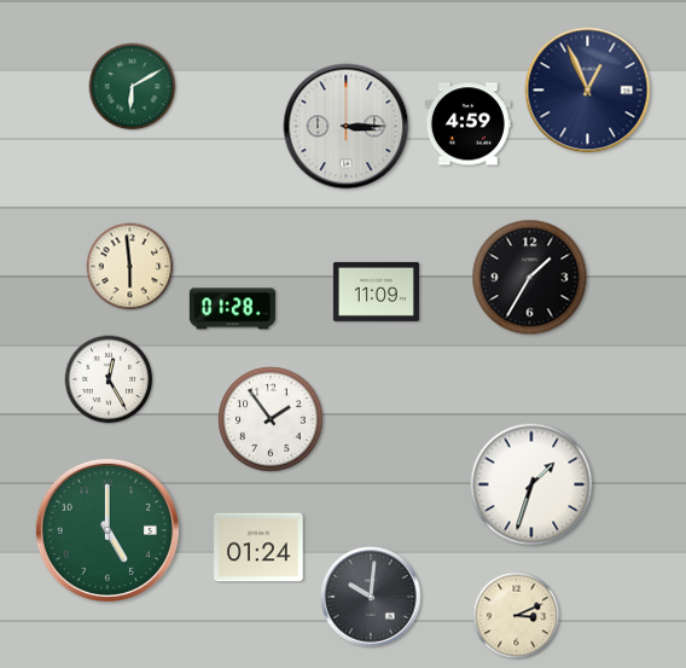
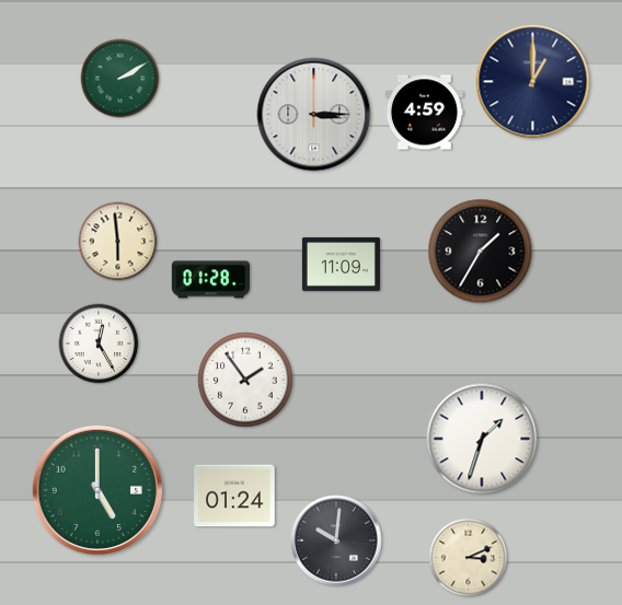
clock at (133, 87): 6:10 -> 2:10
clock at (588, 91): 12:56 -> 1:00
clock at (107, 530) position: (107, 530) -> (97, 490)
